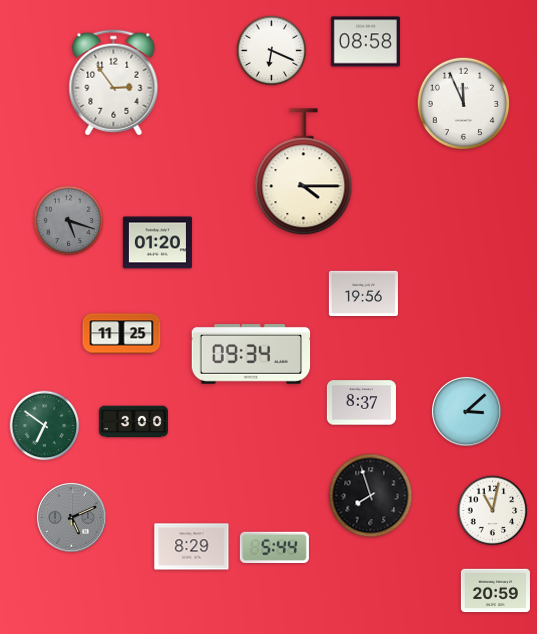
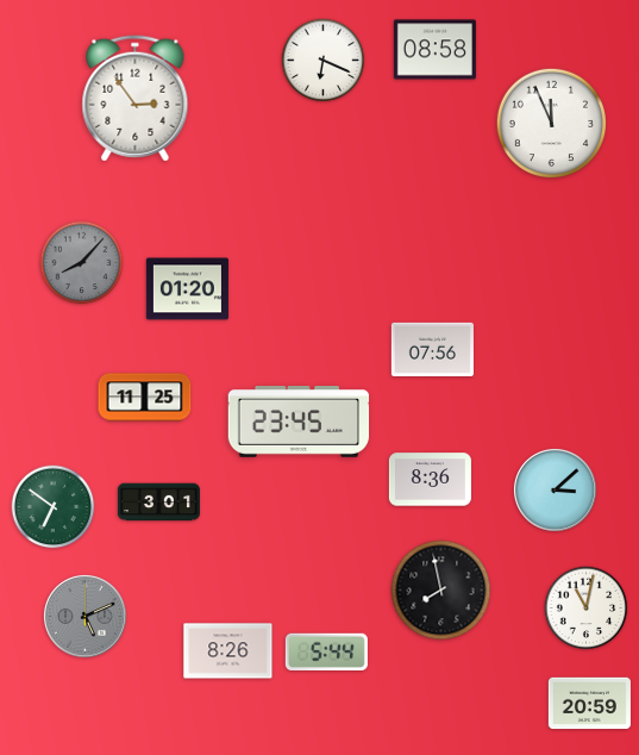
clock at (304, 172): 4:15 -> none
clock at (69, 221): 5:18 -> 8:07
clock at (363, 293): 19:56 -> 07:56
clock at (251, 355): 09:34 -> 23:45
clock at (361, 403): 8:37 -> 8:36
clock at (133, 422): 3:00 -> 3:01
clock at (371, 496): 7:57 -> 7:58
clock at (192, 547): 8:29 -> 8:26
